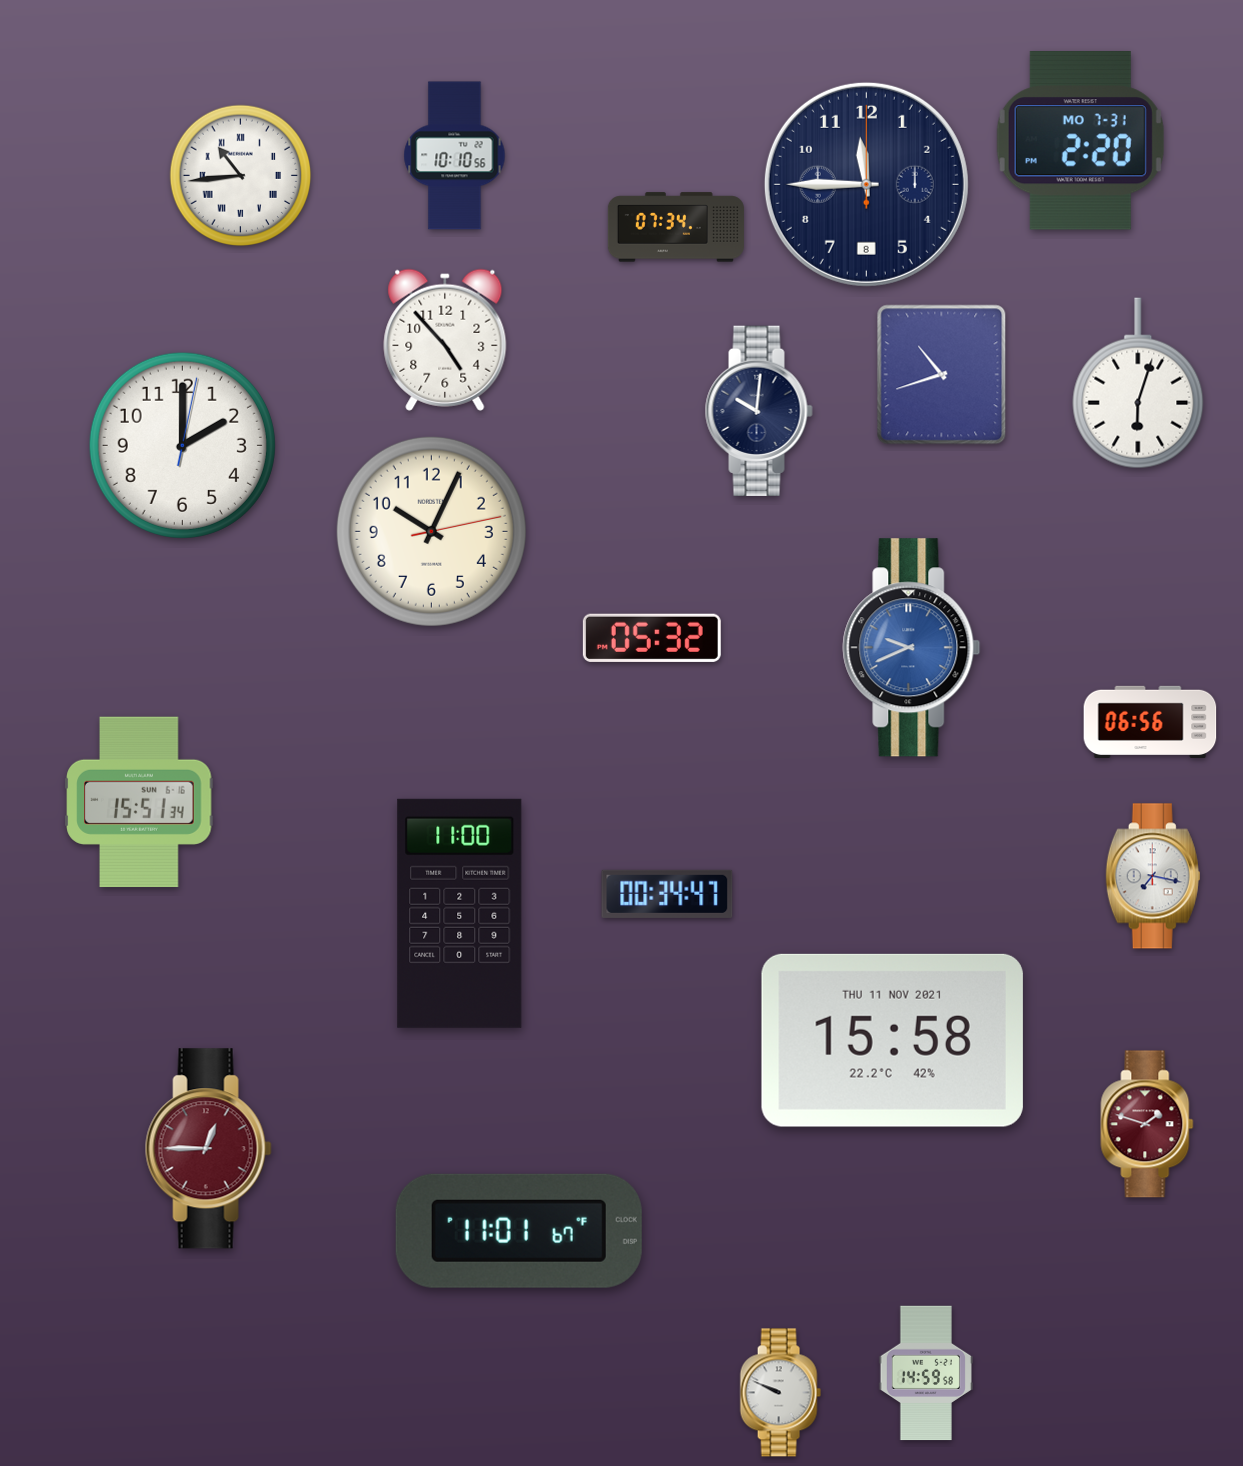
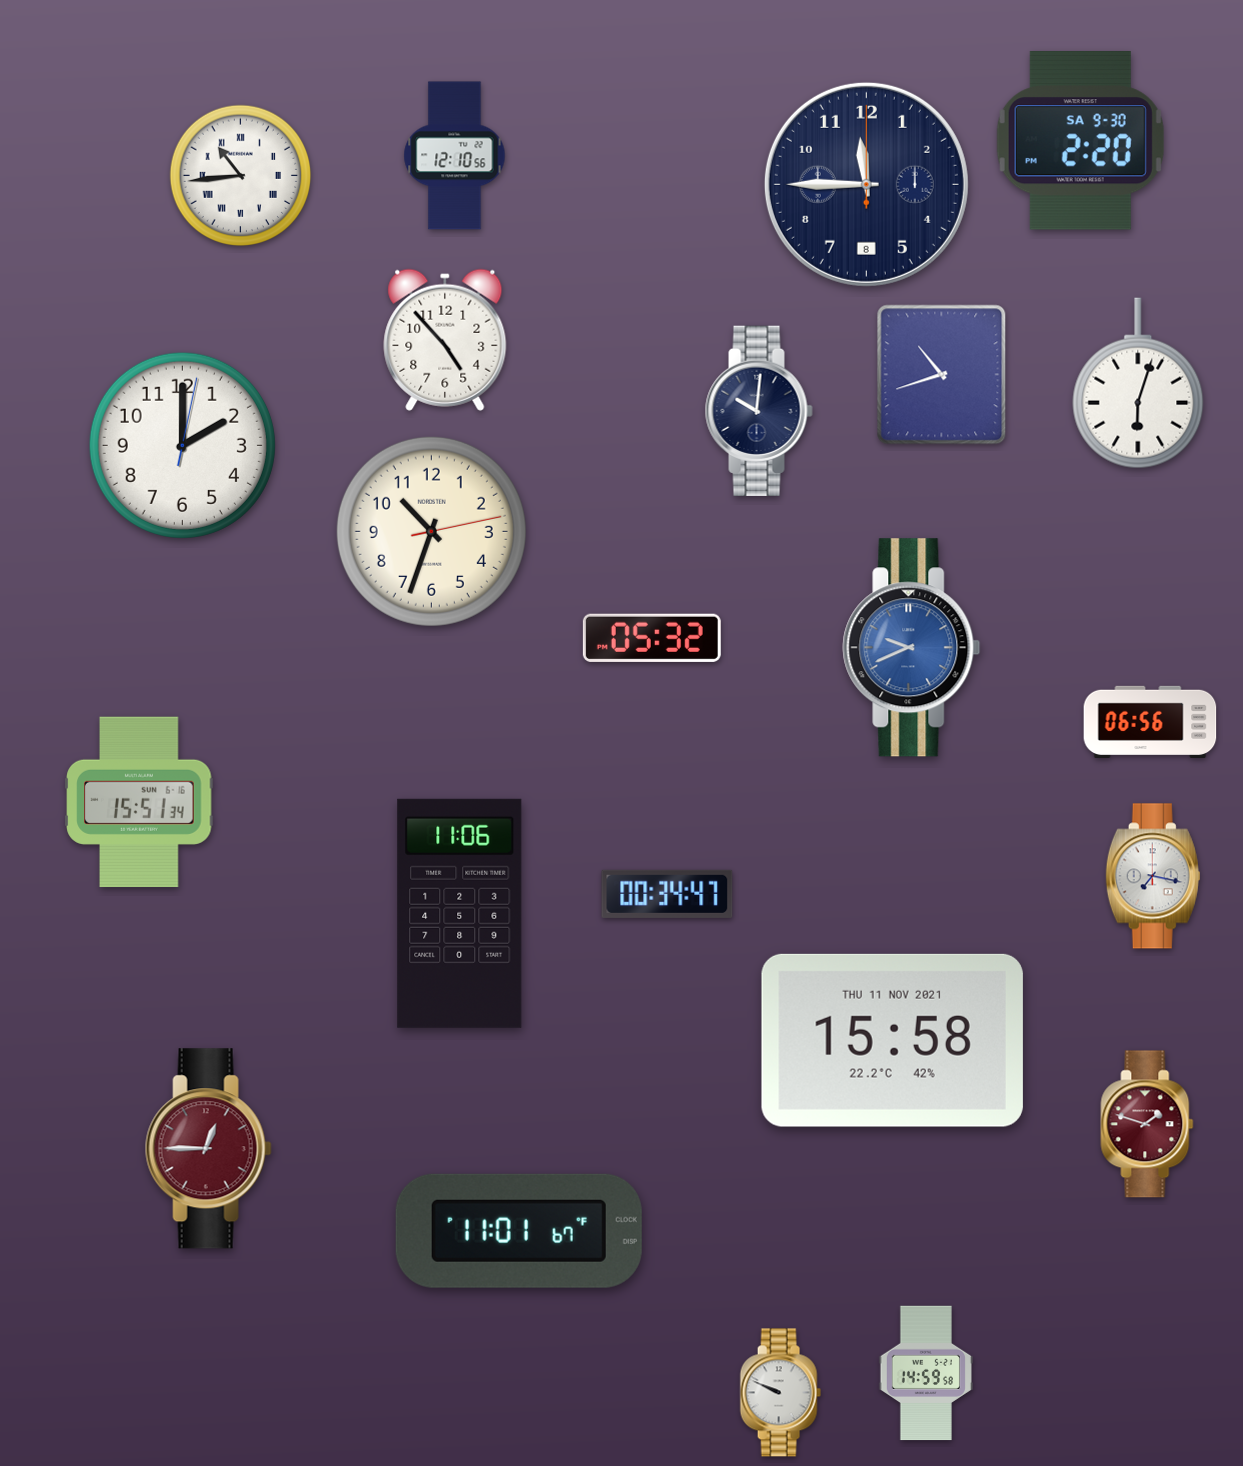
clock at (1080, 140) date: MO 7-31 -> SA 9-30
clock at (455, 156): 10:10 -> 12:10
clock at (676, 227): 07:34 -> none
clock at (431, 531): 10:04 -> 10:33
clock at (460, 913): 11:00 -> 11:06
